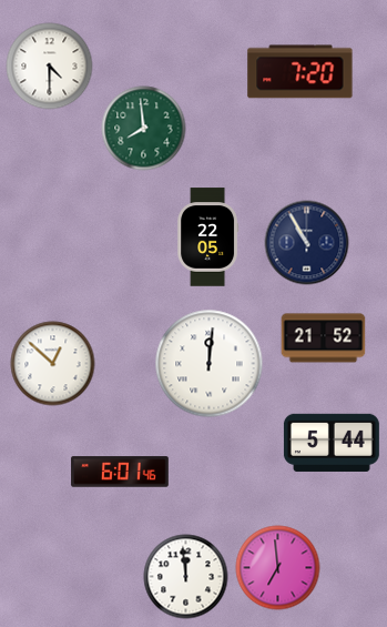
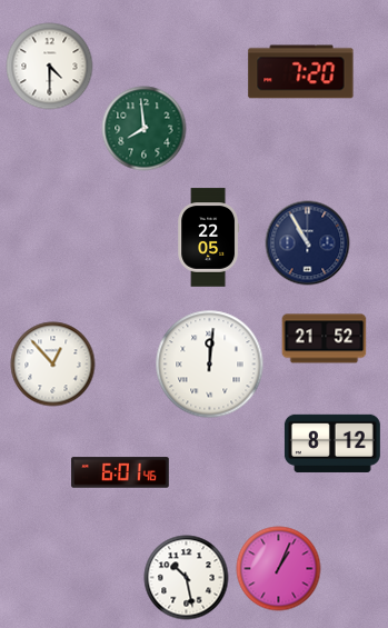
clock at (53, 364): 12:52 -> 12:53
clock at (332, 443): 5:44 -> 8:12
clock at (278, 568): 6:59 -> 1:04
clock at (186, 577): 11:59 -> 10:28
